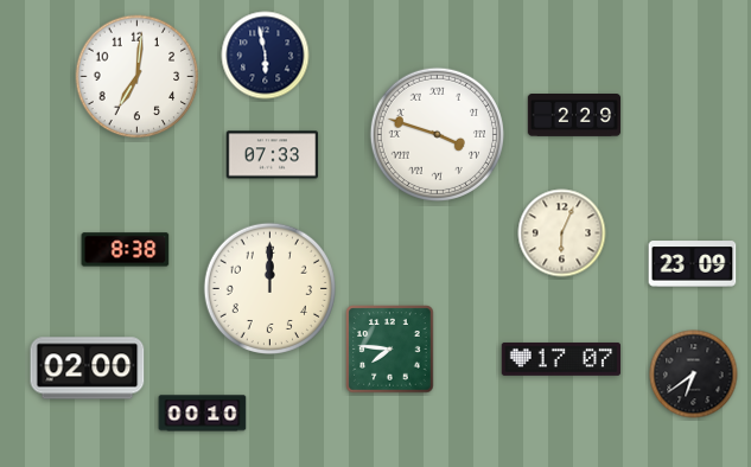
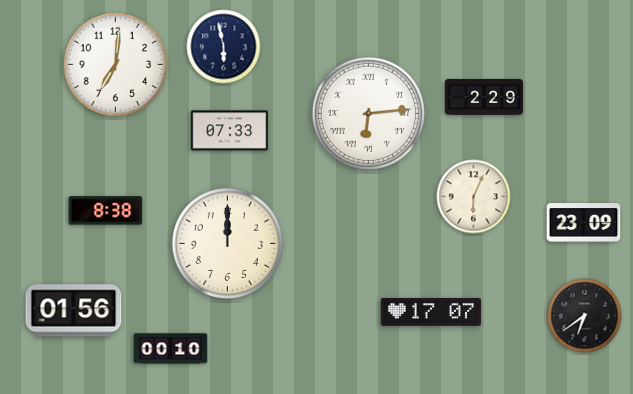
clock at (437, 134): 3:48 -> 6:14
clock at (390, 350): 7:46 -> none
clock at (561, 359) position: (561, 359) -> (431, 312)
clock at (88, 369): 02:00 -> 01:56
